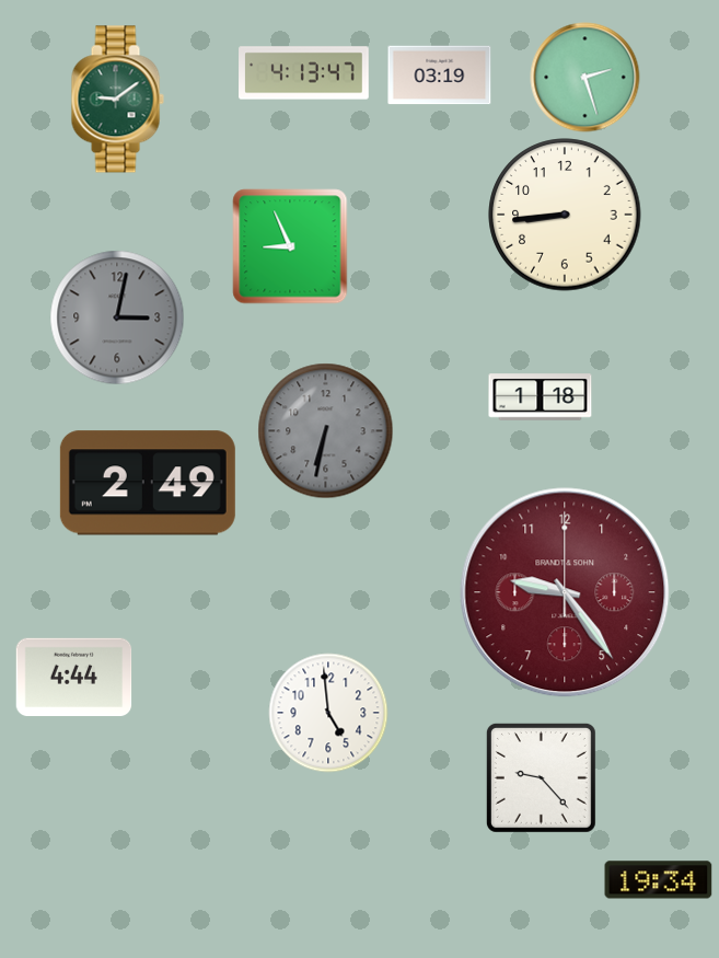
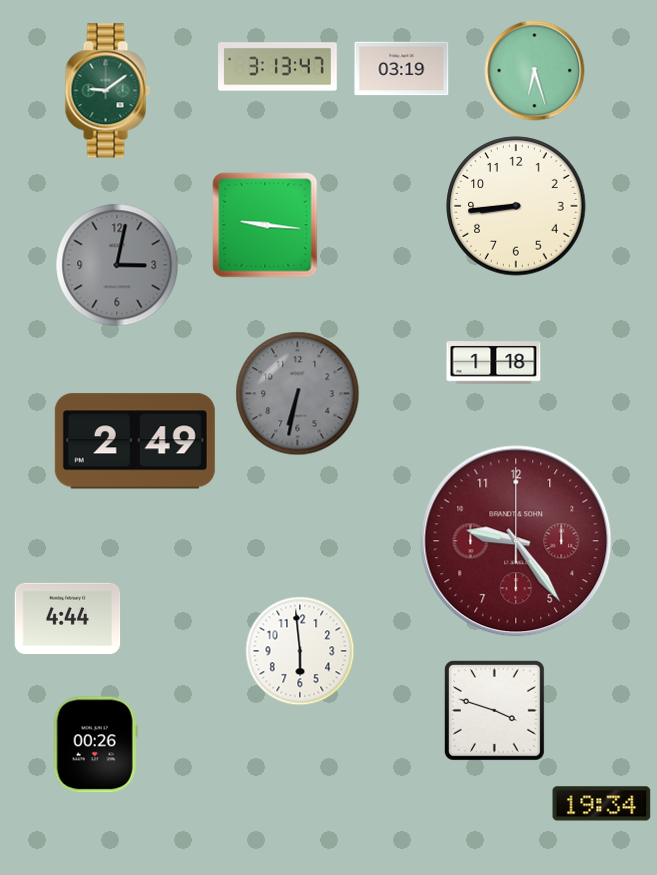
clock at (304, 73): 4:13 -> 3:13
clock at (585, 78): 2:27 -> 6:27
clock at (565, 215) position: (565, 215) -> (516, 206)
clock at (290, 246): 8:56 -> 9:16
clock at (117, 318) position: (117, 318) -> (117, 265)
clock at (328, 713): 4:59 -> 5:59
clock at (541, 777): 9:23 -> 3:48
clock at (95, 745): none -> 00:26
